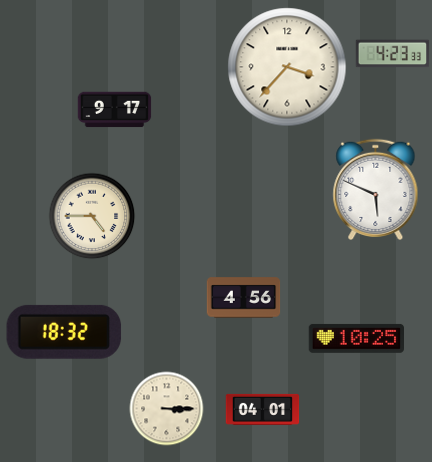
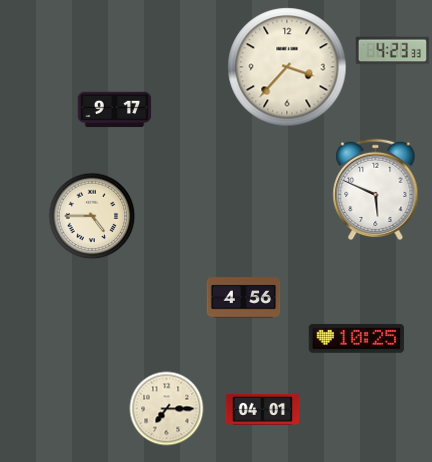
clock at (393, 54) position: (393, 54) -> (393, 51)
clock at (64, 332): 18:32 -> none
clock at (167, 409): 3:15 -> 7:15
